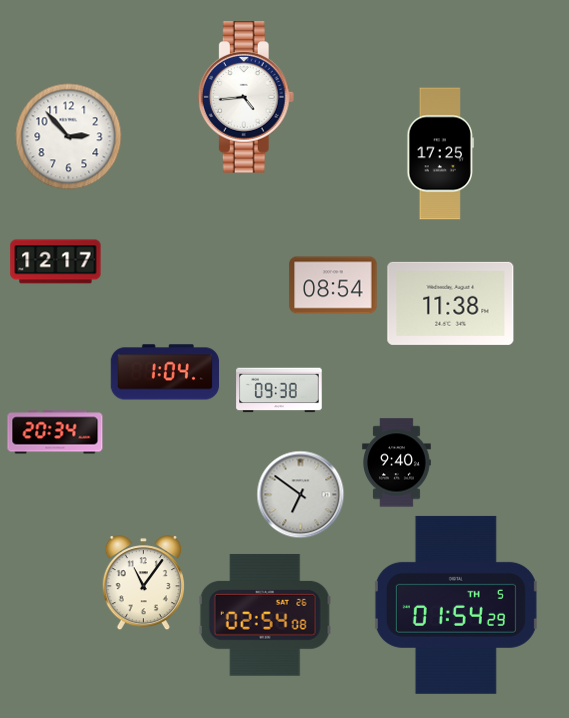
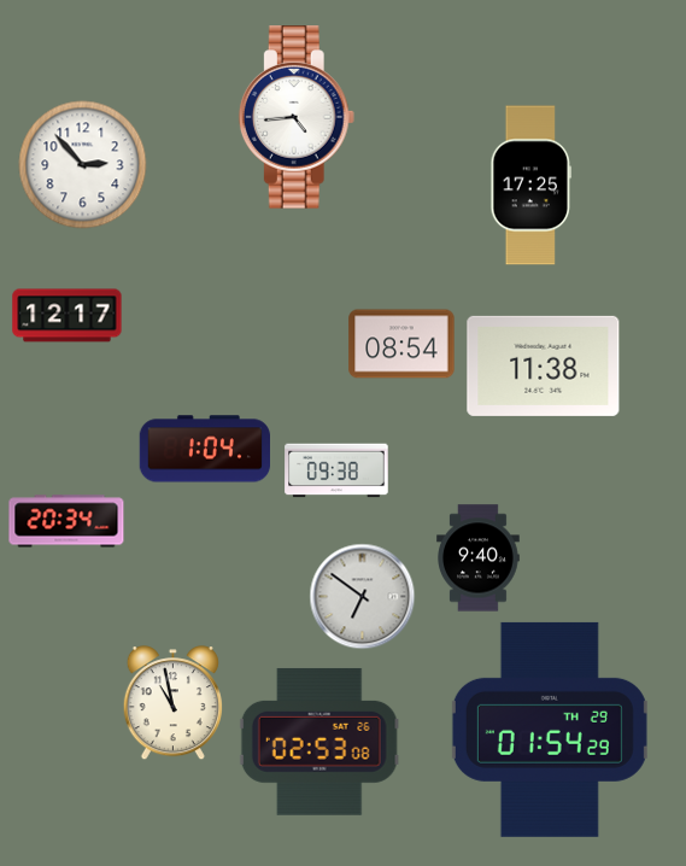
clock at (164, 372) position: (164, 372) -> (204, 449)
clock at (143, 583): 11:06 -> 10:58
clock at (456, 605) date: TH 5 -> TH 29
clock at (265, 615): 02:54 -> 02:53
